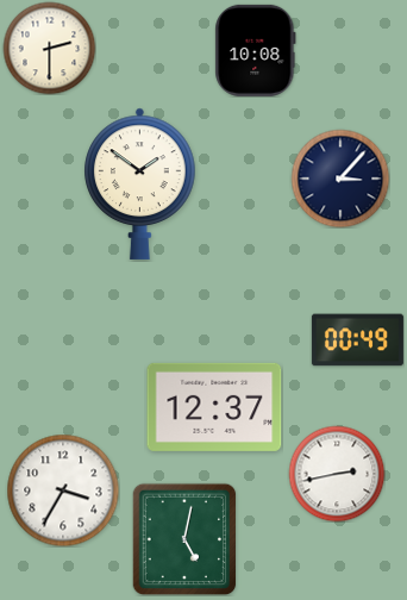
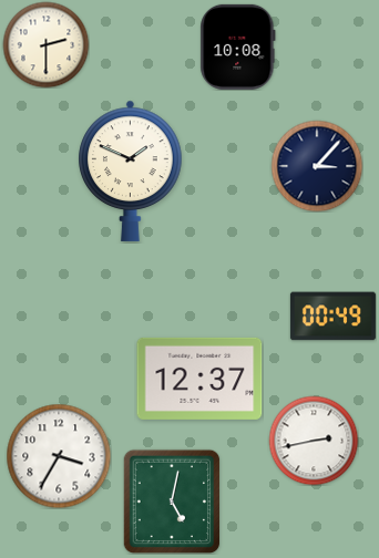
clock at (140, 183): 1:51 -> 1:49
